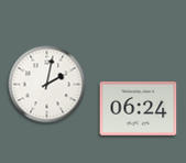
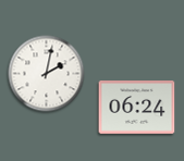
clock at (47, 85) position: (47, 85) -> (47, 74)
